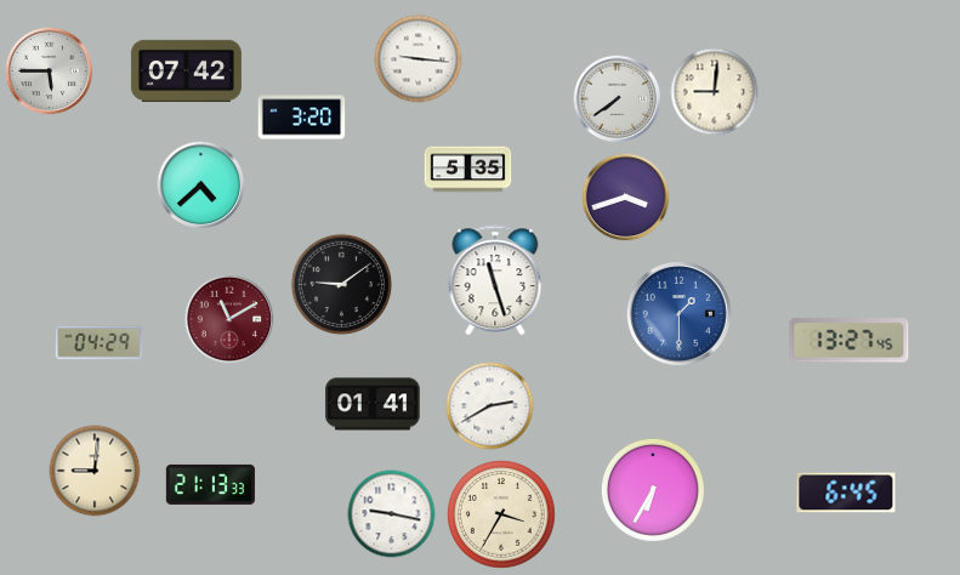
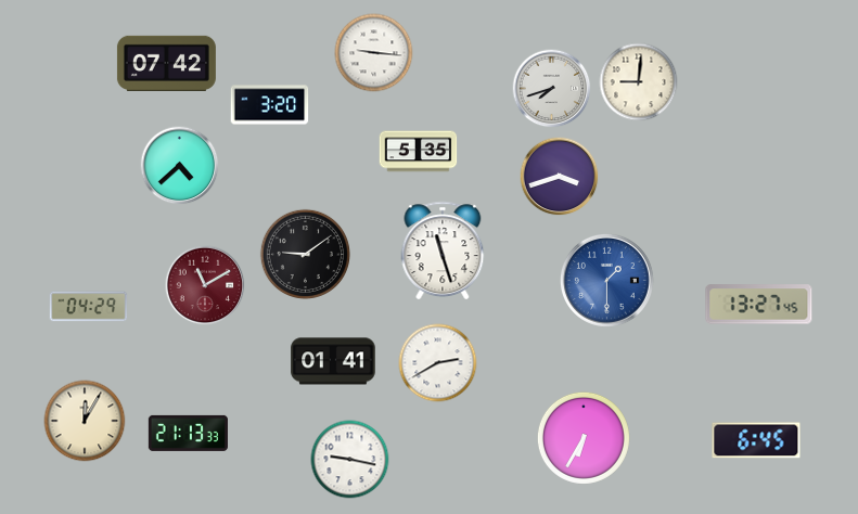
clock at (50, 72): 5:45 -> none
clock at (618, 99): 7:39 -> 7:42
clock at (95, 471): 9:01 -> 12:05
clock at (502, 516): 3:35 -> none
